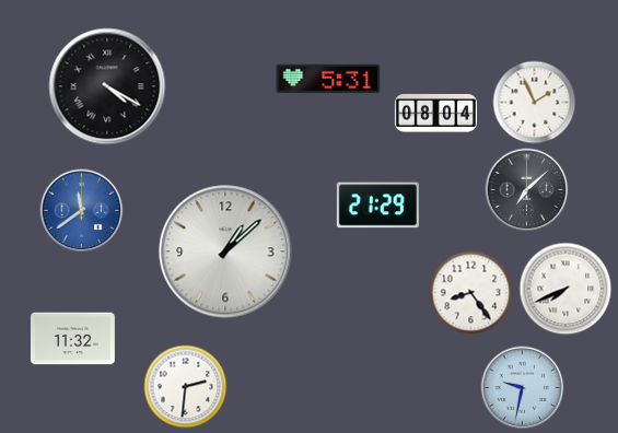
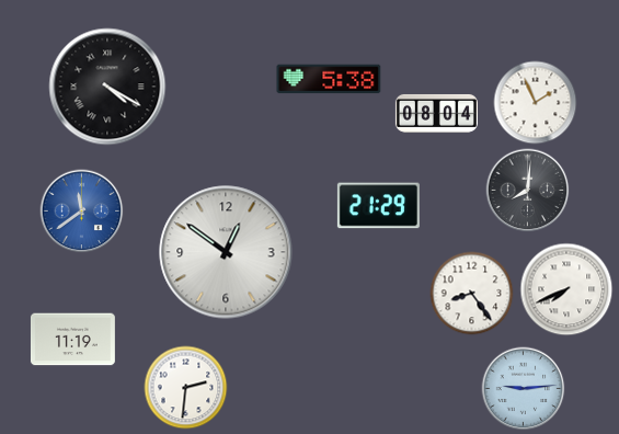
clock at (328, 79): 5:31 -> 5:38
clock at (527, 190): 7:08 -> 8:01
clock at (225, 251): 1:08 -> 12:51
clock at (72, 339): 11:32 -> 11:19
clock at (523, 388): 9:32 -> 9:14
